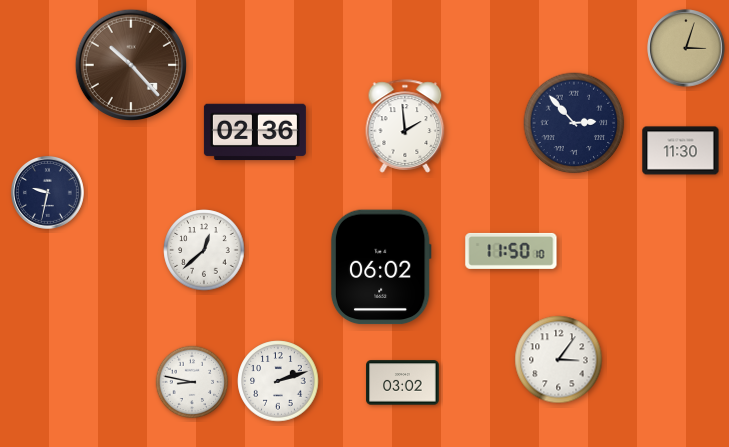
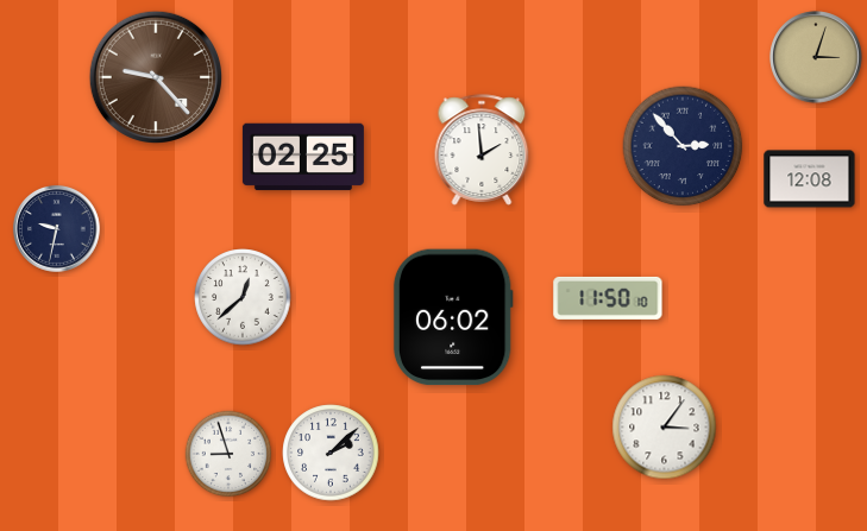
clock at (130, 64): 10:23 -> 9:23
clock at (255, 132): 02:36 -> 02:25
clock at (681, 151): 11:30 -> 12:08
clock at (278, 381): 2:12 -> 2:08
clock at (192, 382): 8:47 -> 8:57
clock at (403, 383): 03:02 -> none
